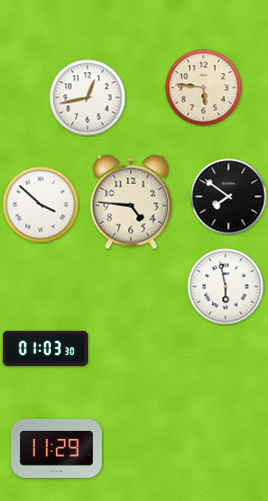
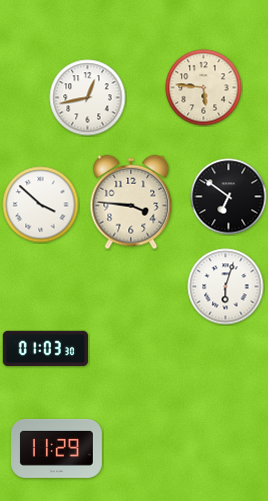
clock at (229, 197): 7:51 -> 6:51
clock at (131, 202): 4:46 -> 3:46
clock at (226, 287): 5:58 -> 6:03
